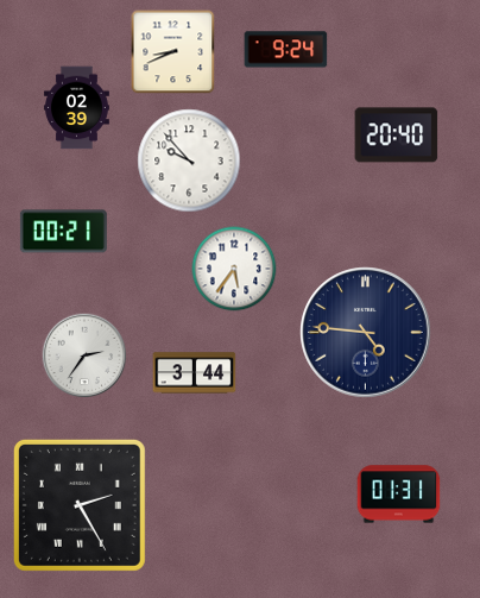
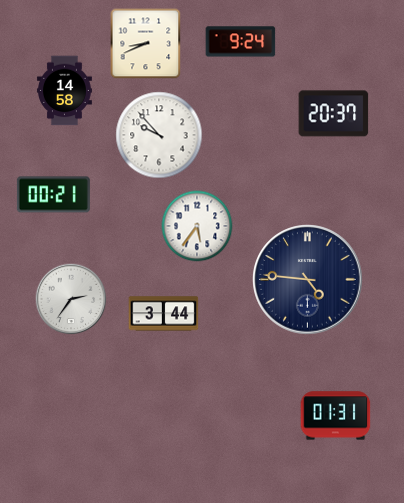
clock at (76, 108): 02:39 -> 14:58
clock at (397, 136): 20:40 -> 20:37
clock at (80, 505): 2:25 -> none
